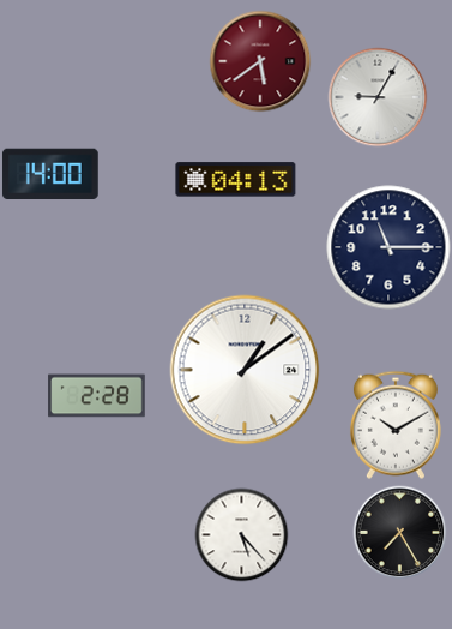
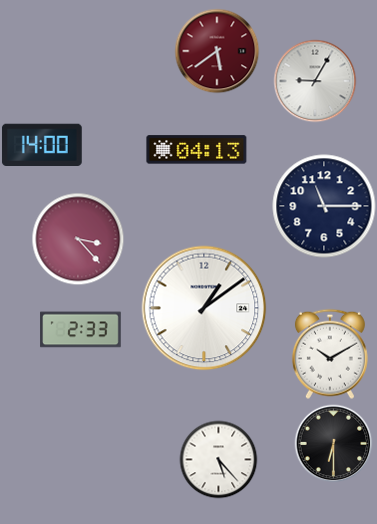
clock at (78, 239): none -> 3:23
clock at (97, 396): 2:28 -> 2:33
clock at (399, 532): 7:25 -> 6:30
clock at (241, 534) position: (241, 534) -> (218, 459)
